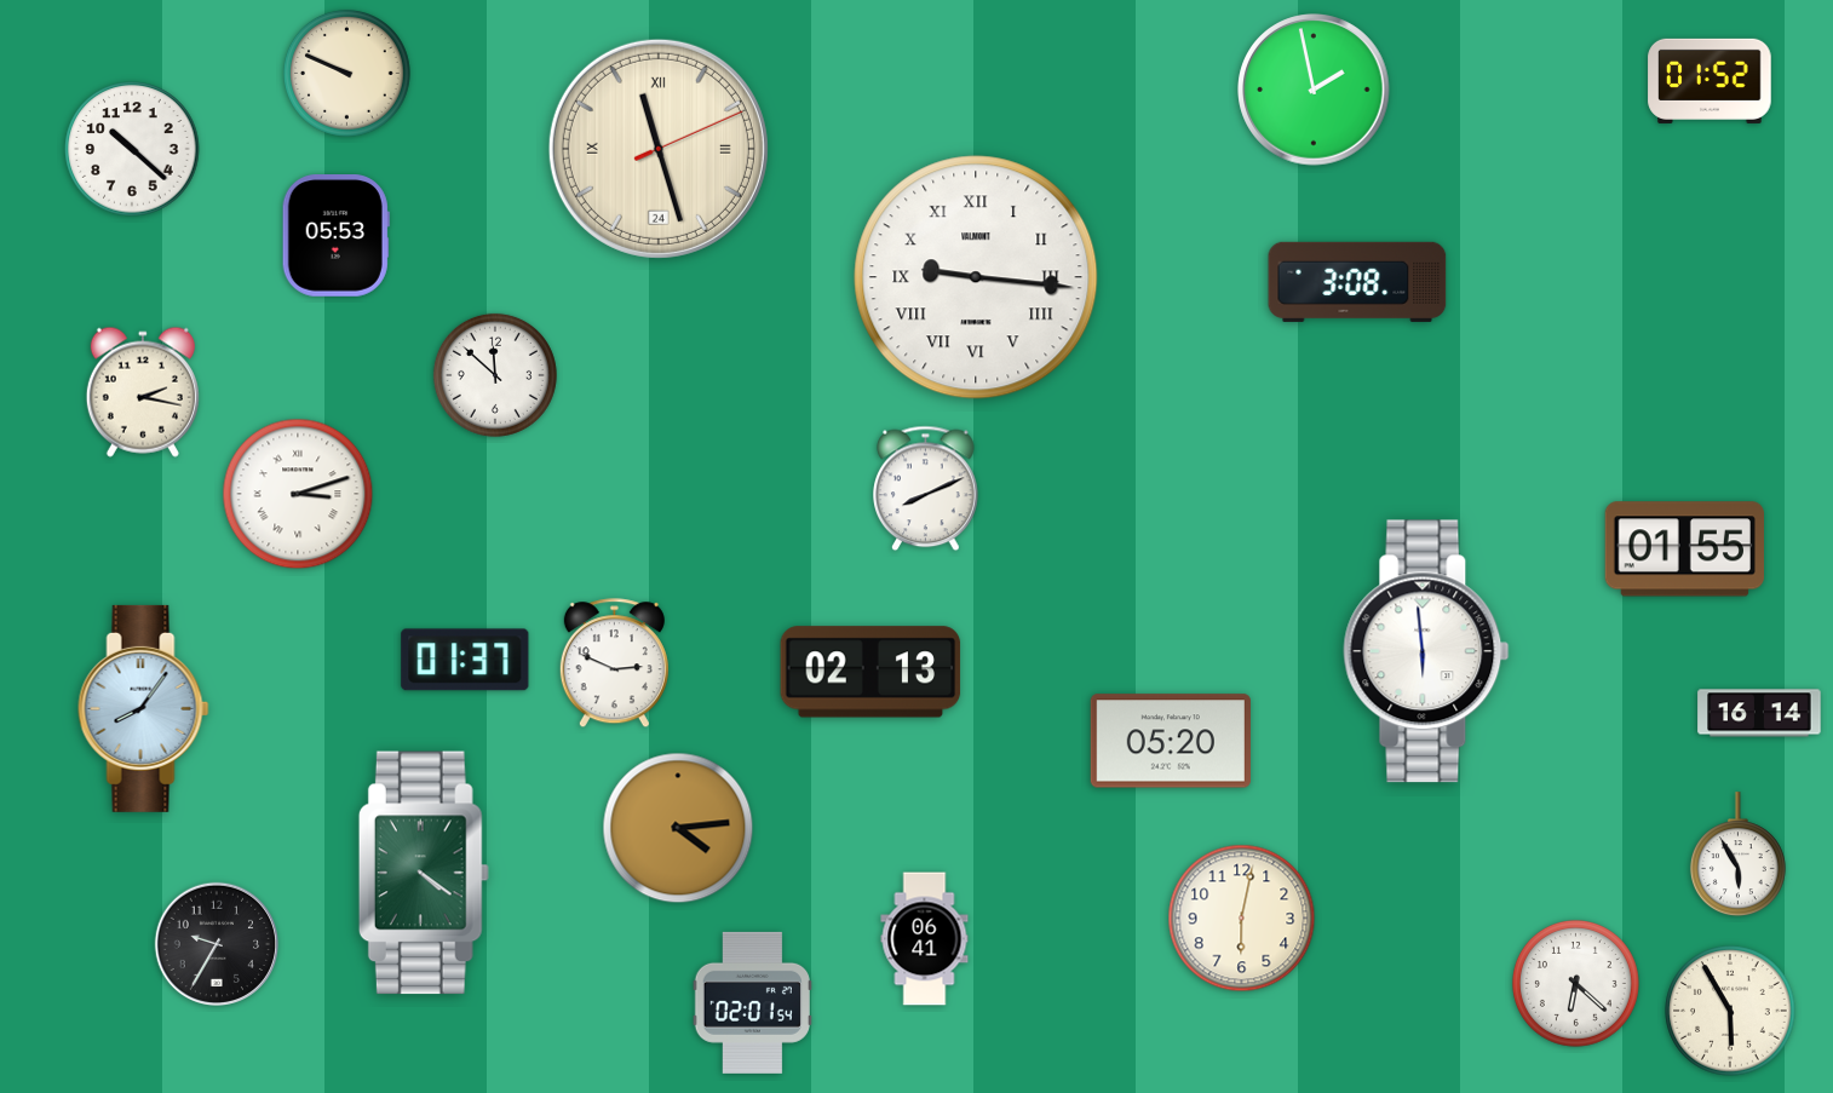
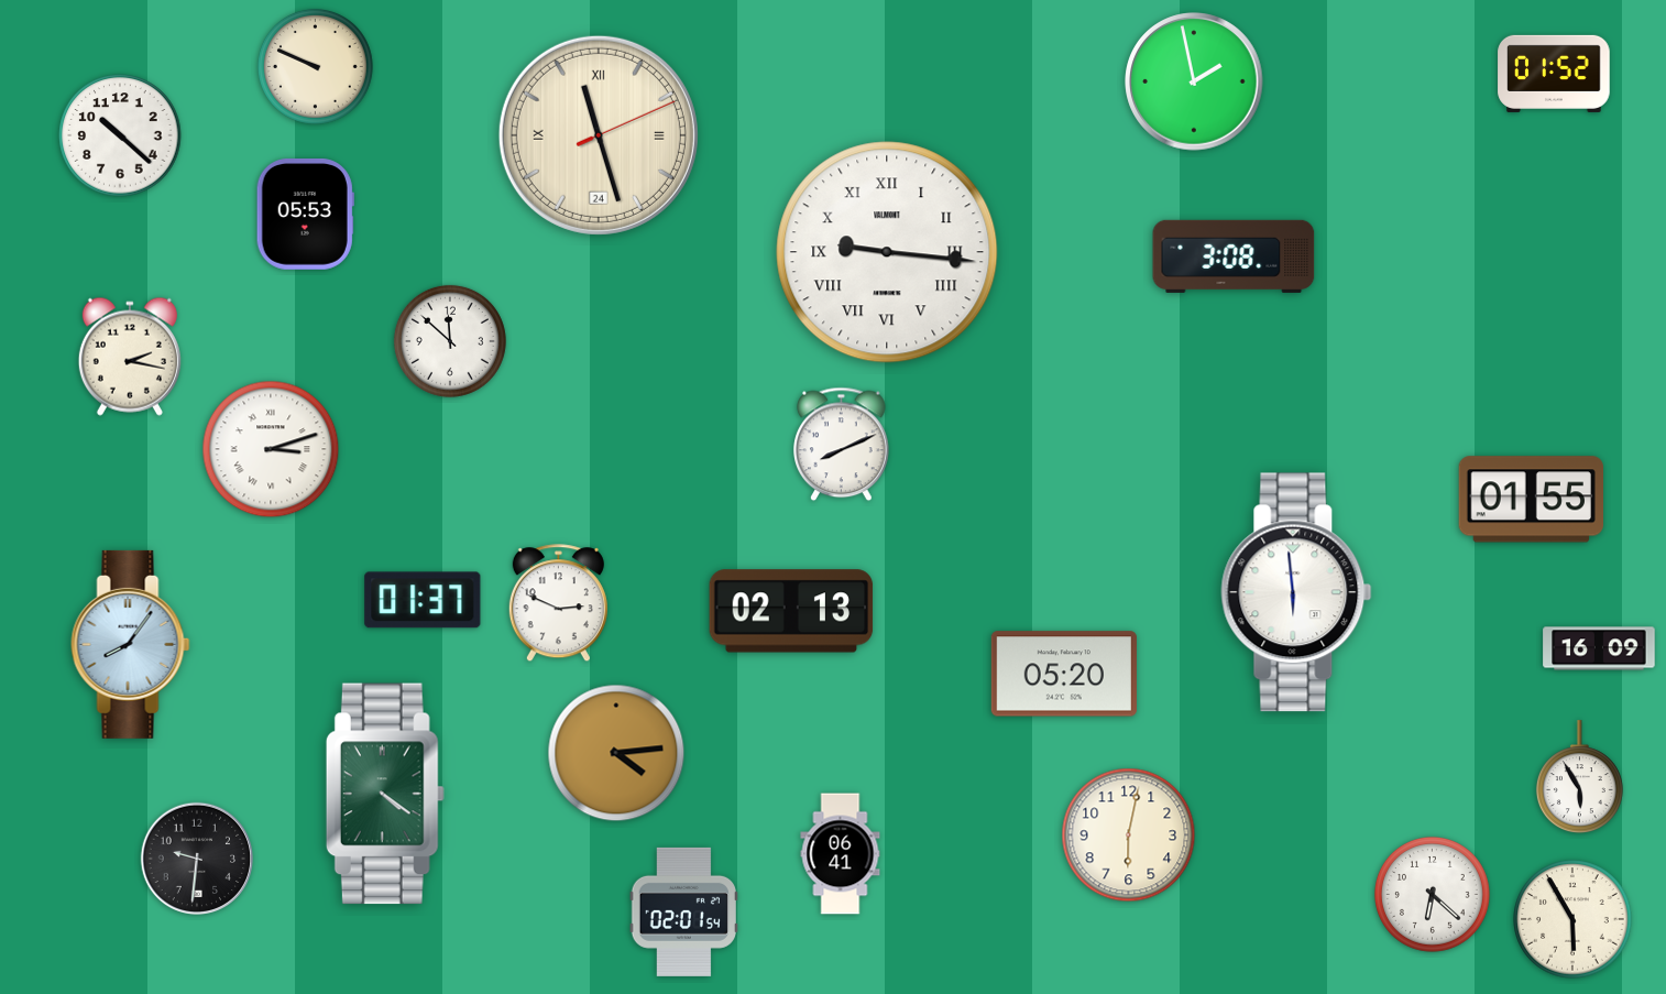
clock at (1759, 713): 16:14 -> 16:09
clock at (216, 943): 9:35 -> 9:31
